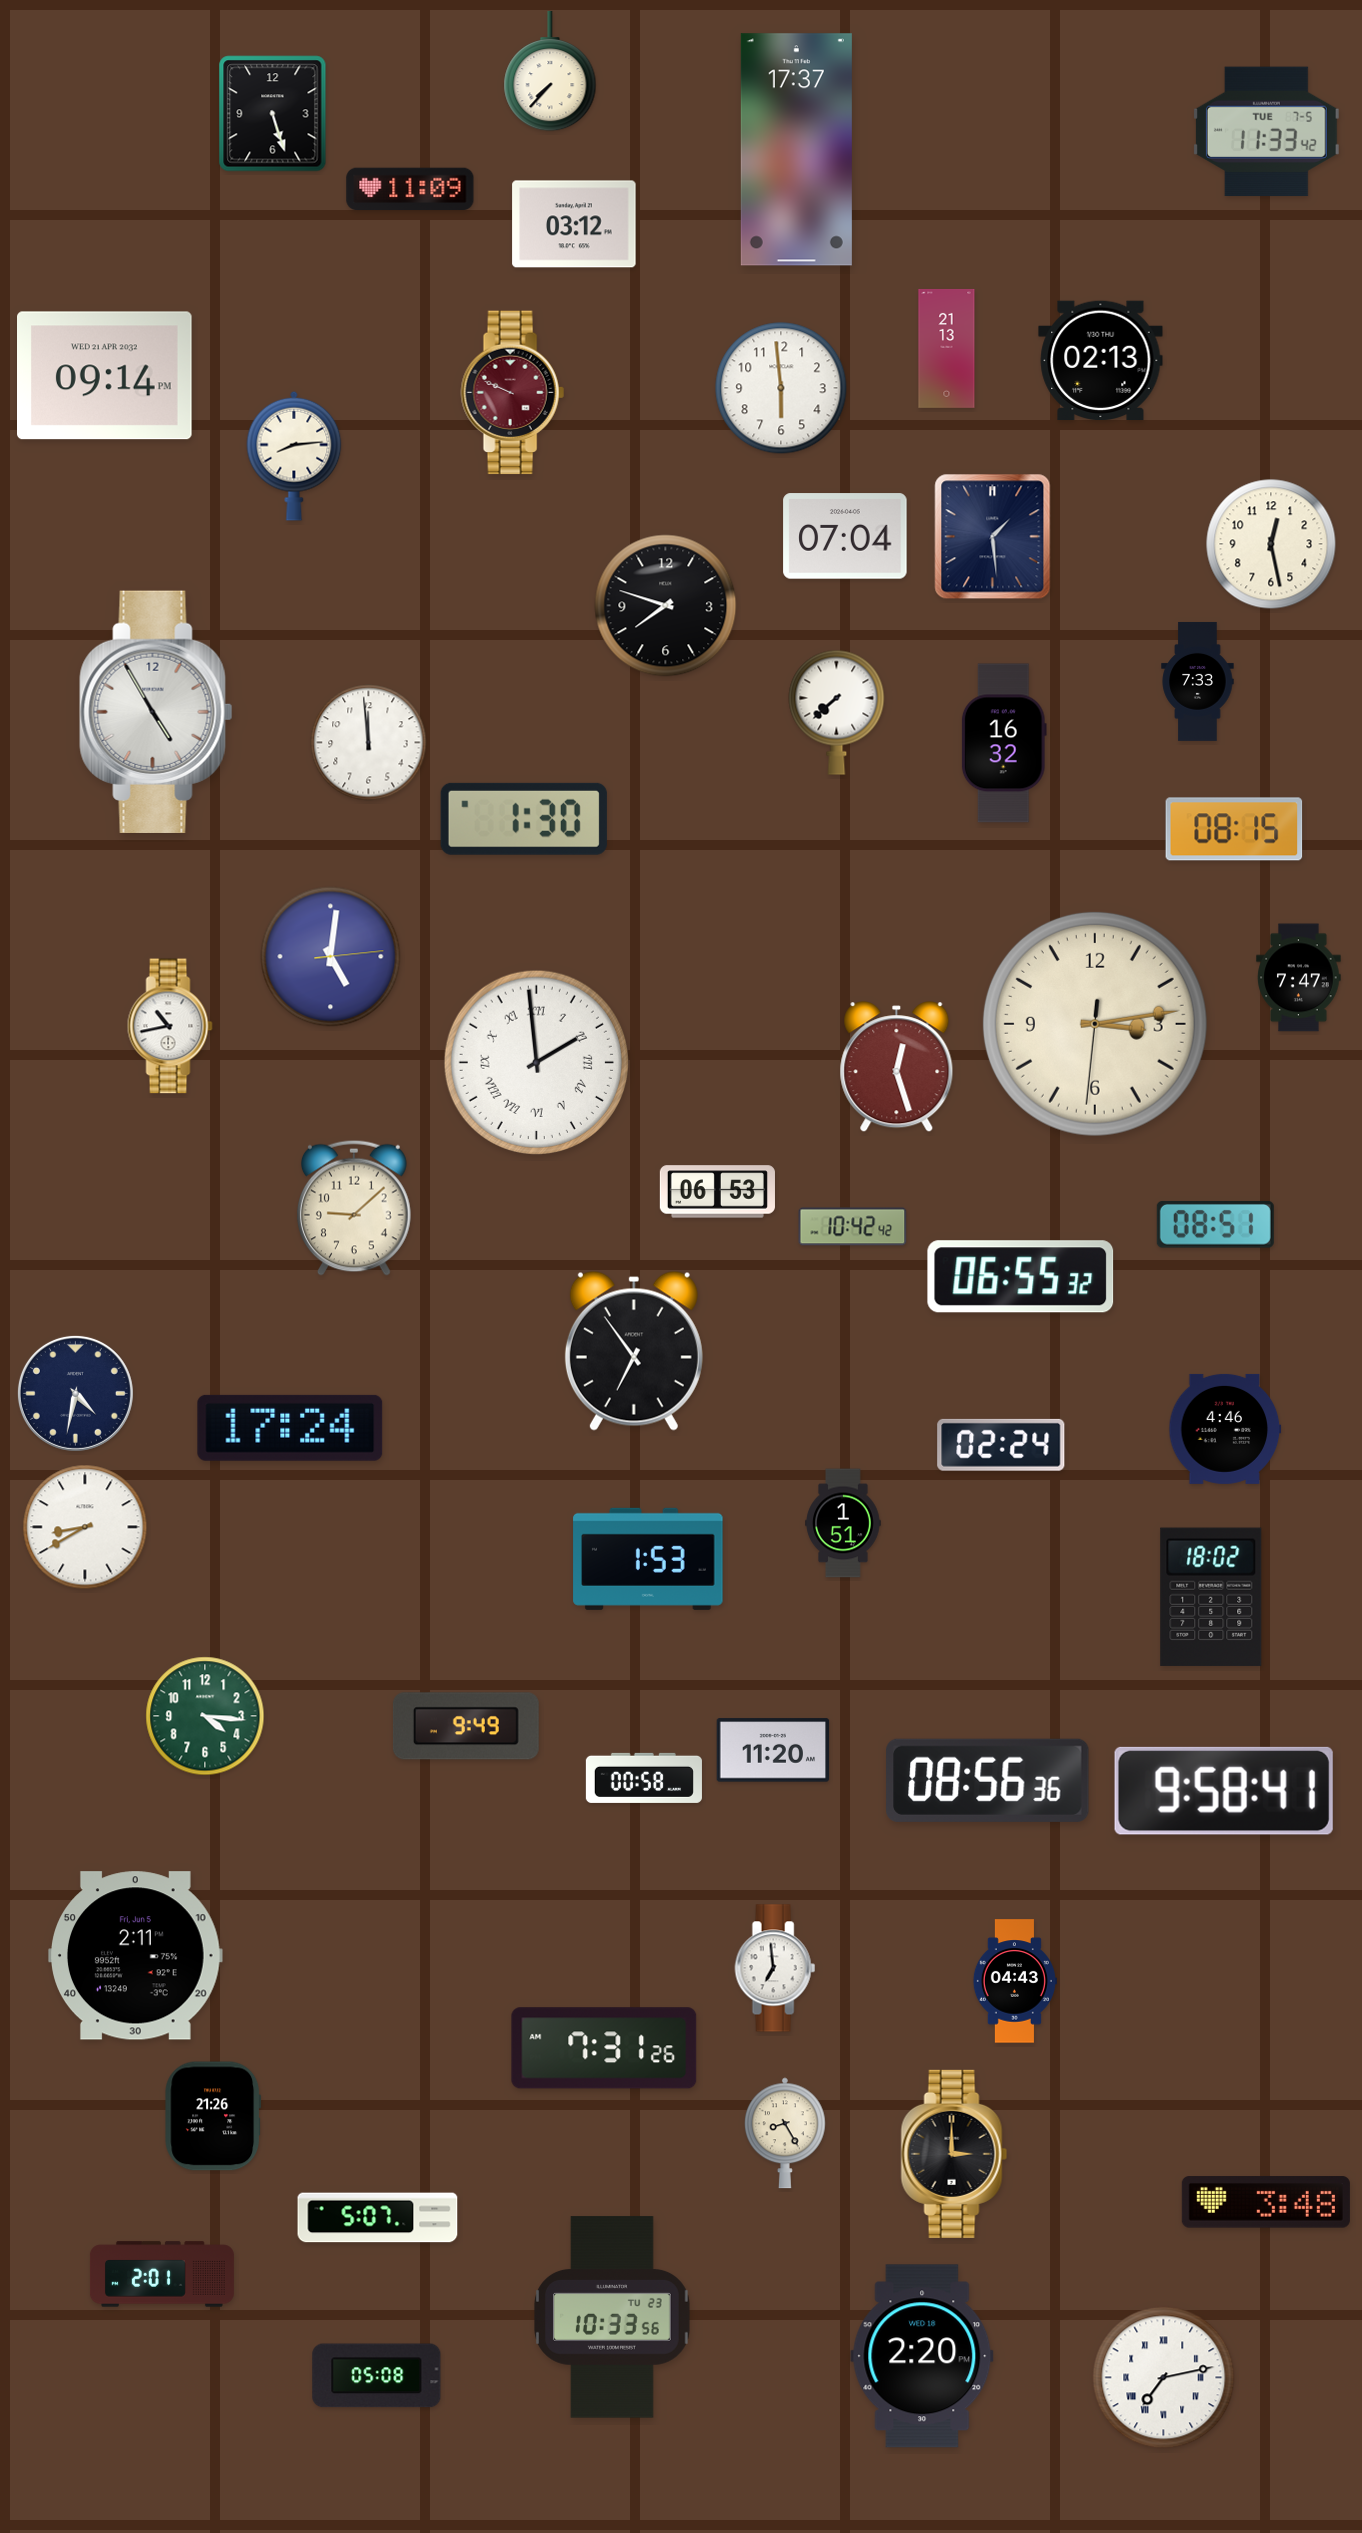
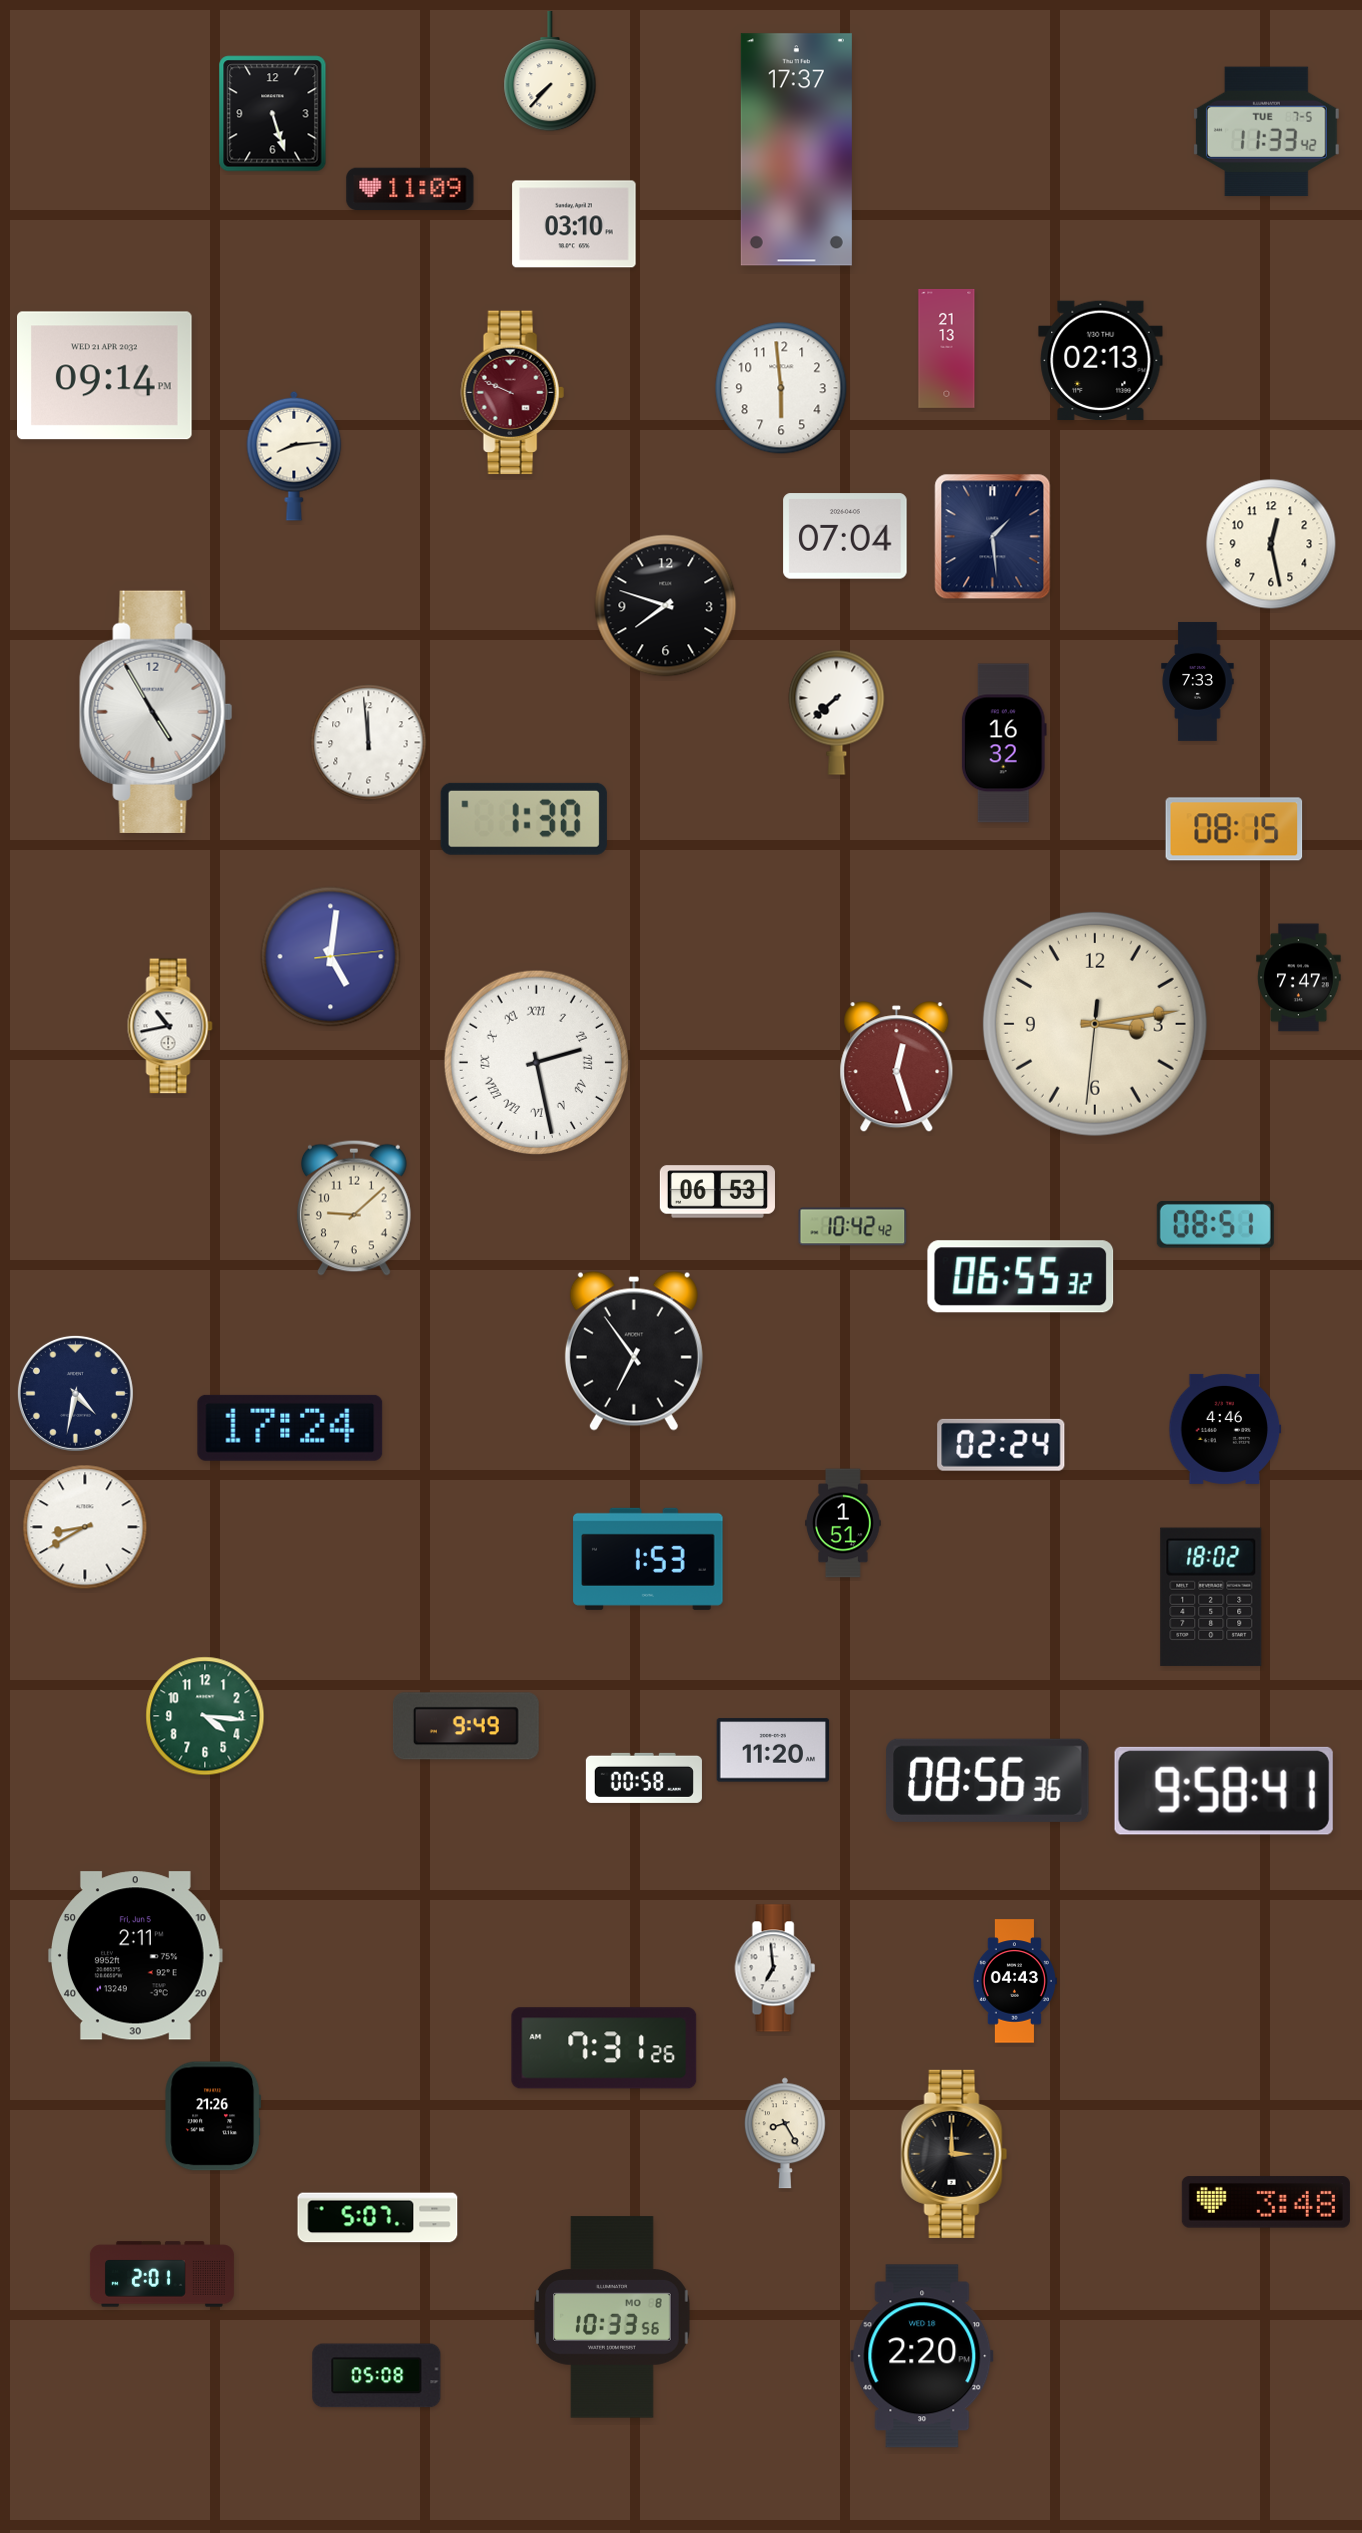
clock at (574, 224): 03:12 -> 03:10
clock at (536, 1062): 1:59 -> 2:28
clock at (613, 2317) date: TU 23 -> MO 8
clock at (1164, 2378): 7:13 -> none
